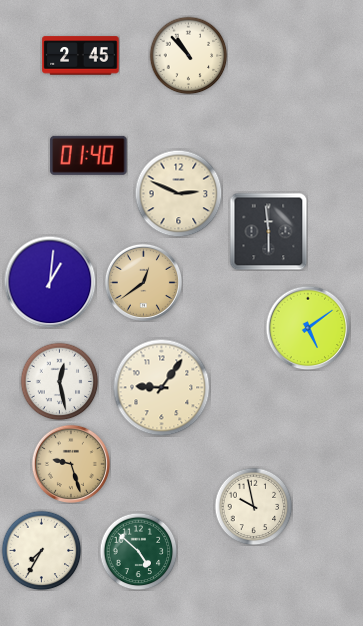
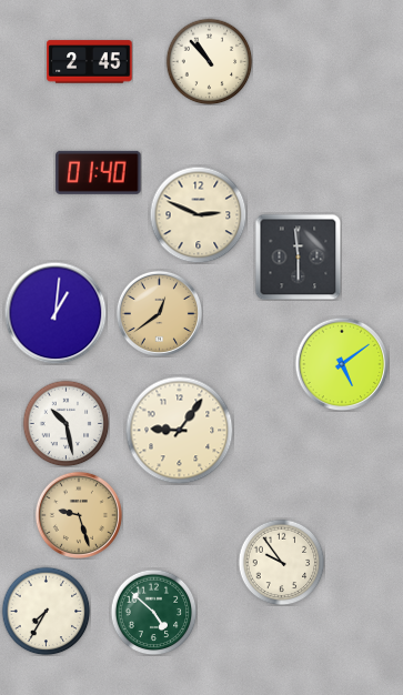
clock at (59, 381): 12:28 -> 10:28
clock at (253, 506): 9:58 -> 9:54
